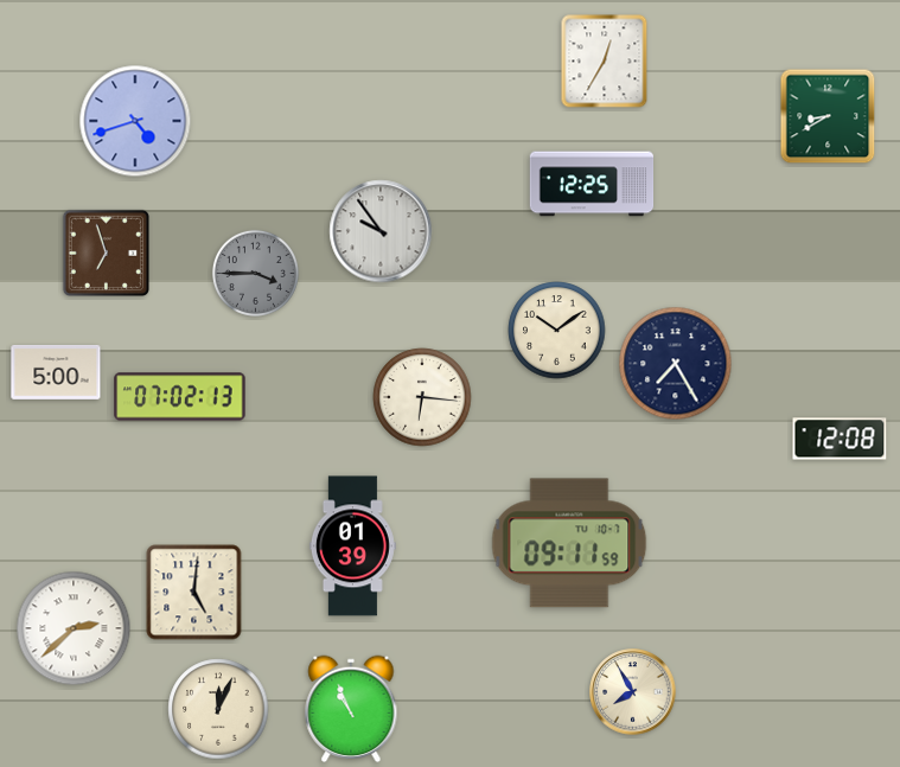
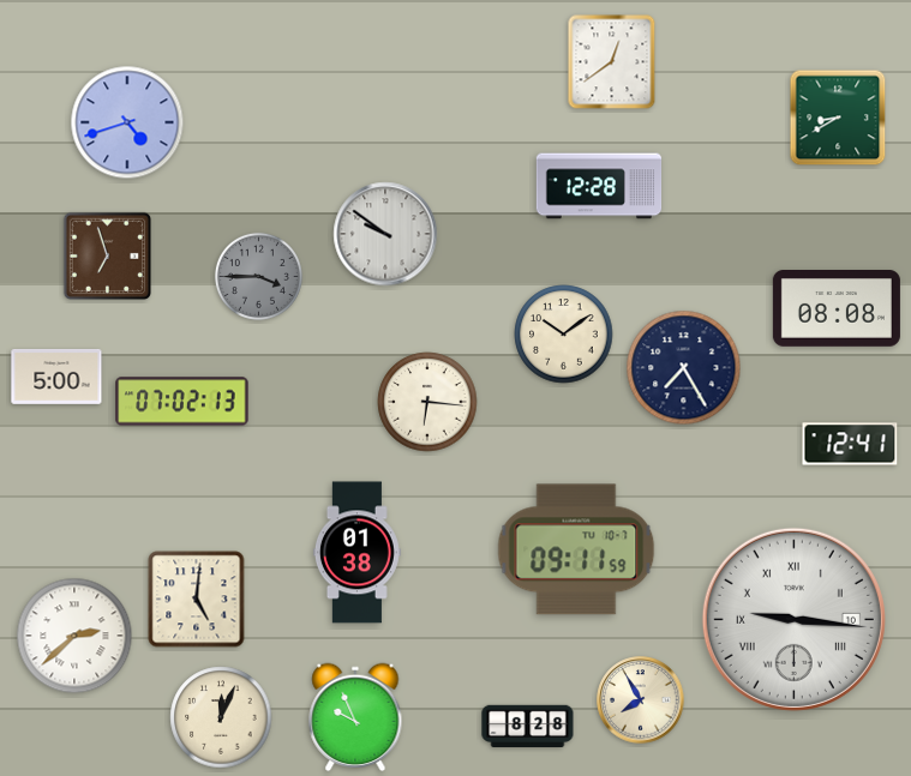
clock at (605, 62): 12:35 -> 12:39
clock at (135, 121) position: (135, 121) -> (127, 122)
clock at (592, 184): 12:25 -> 12:28
clock at (381, 231): 9:54 -> 9:51
clock at (837, 309): none -> 08:08
clock at (840, 439): 12:08 -> 12:41
clock at (352, 547): 01:39 -> 01:38
clock at (793, 619): none -> 9:16
clock at (351, 709): 10:56 -> 9:56
clock at (528, 727): none -> 8:28
